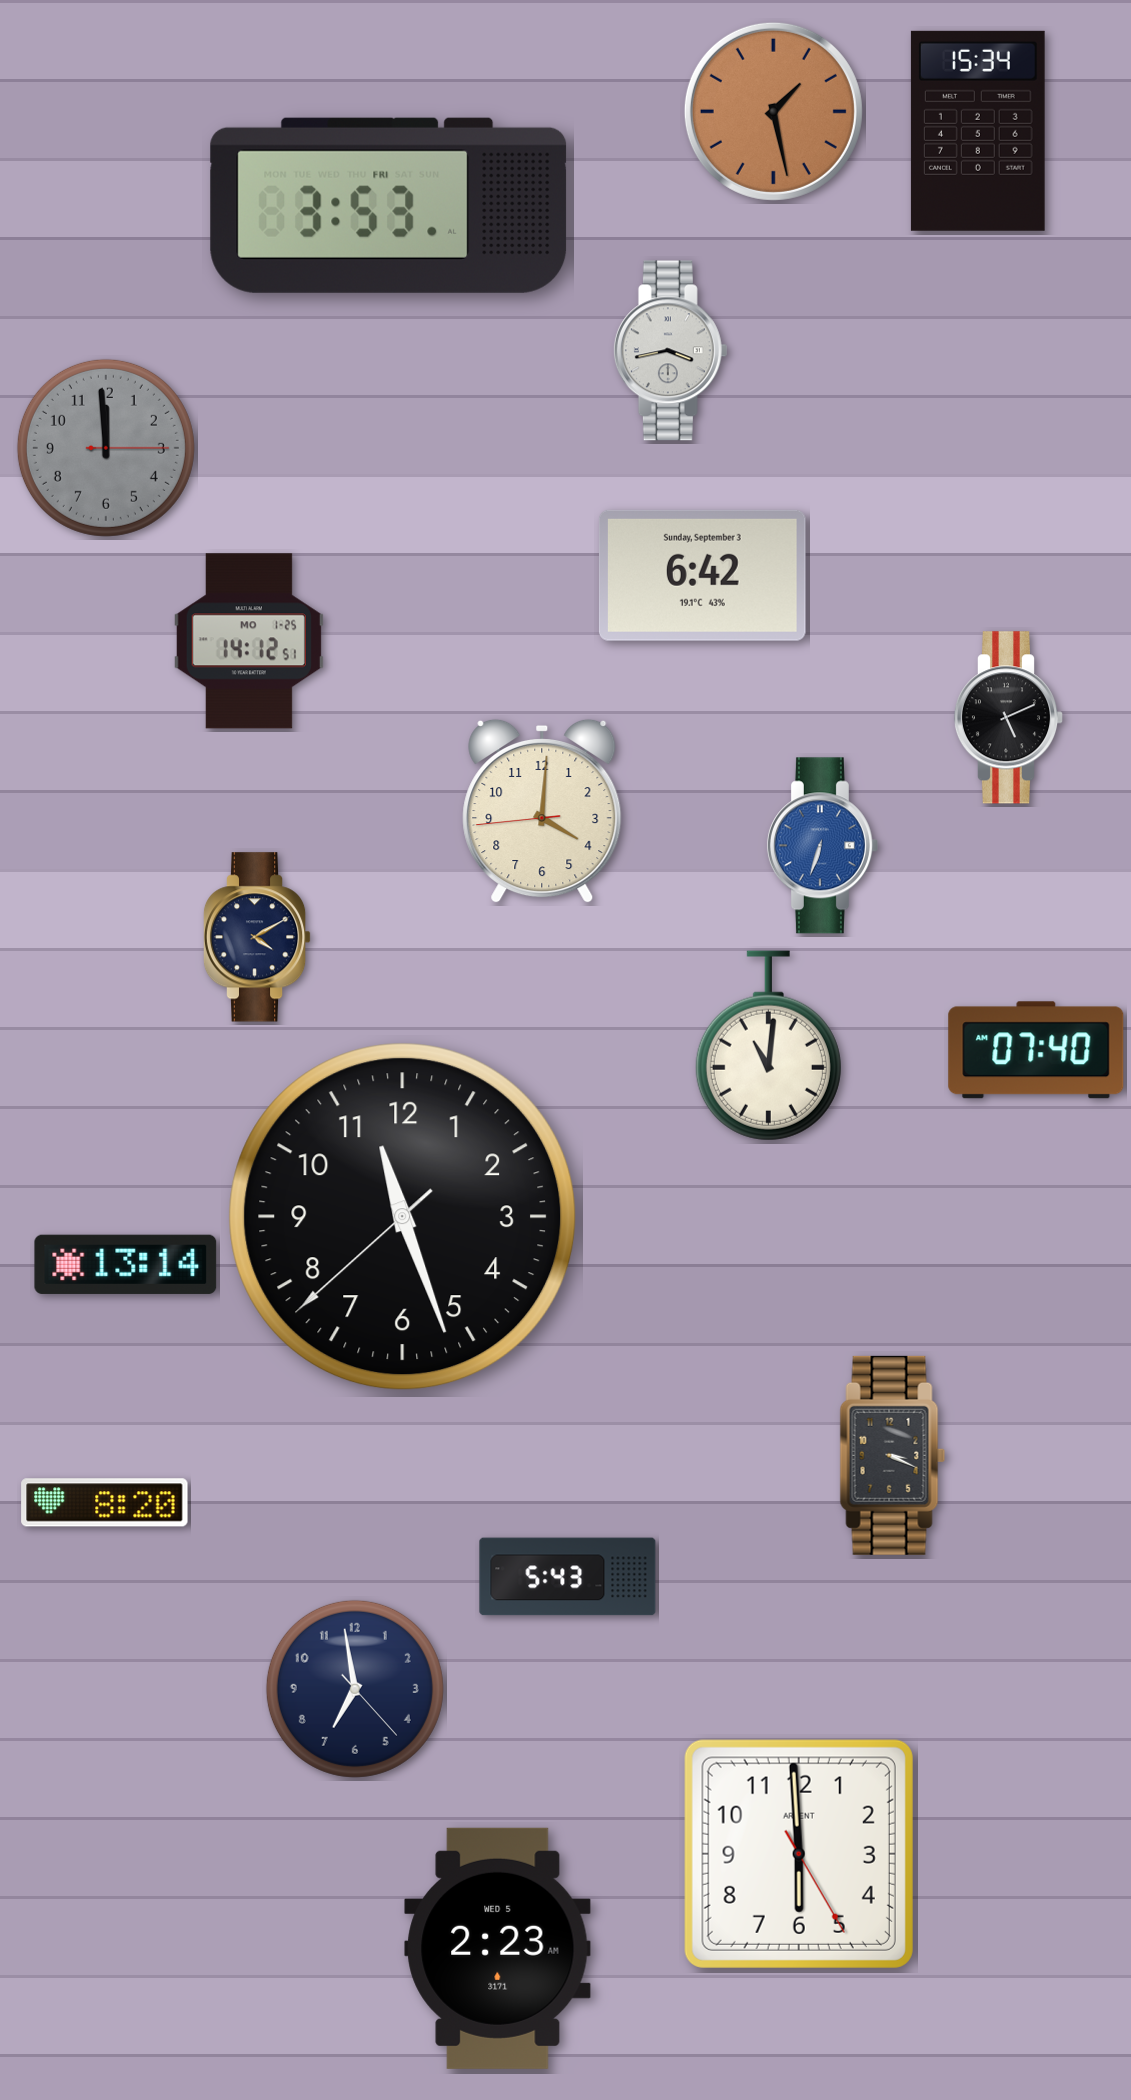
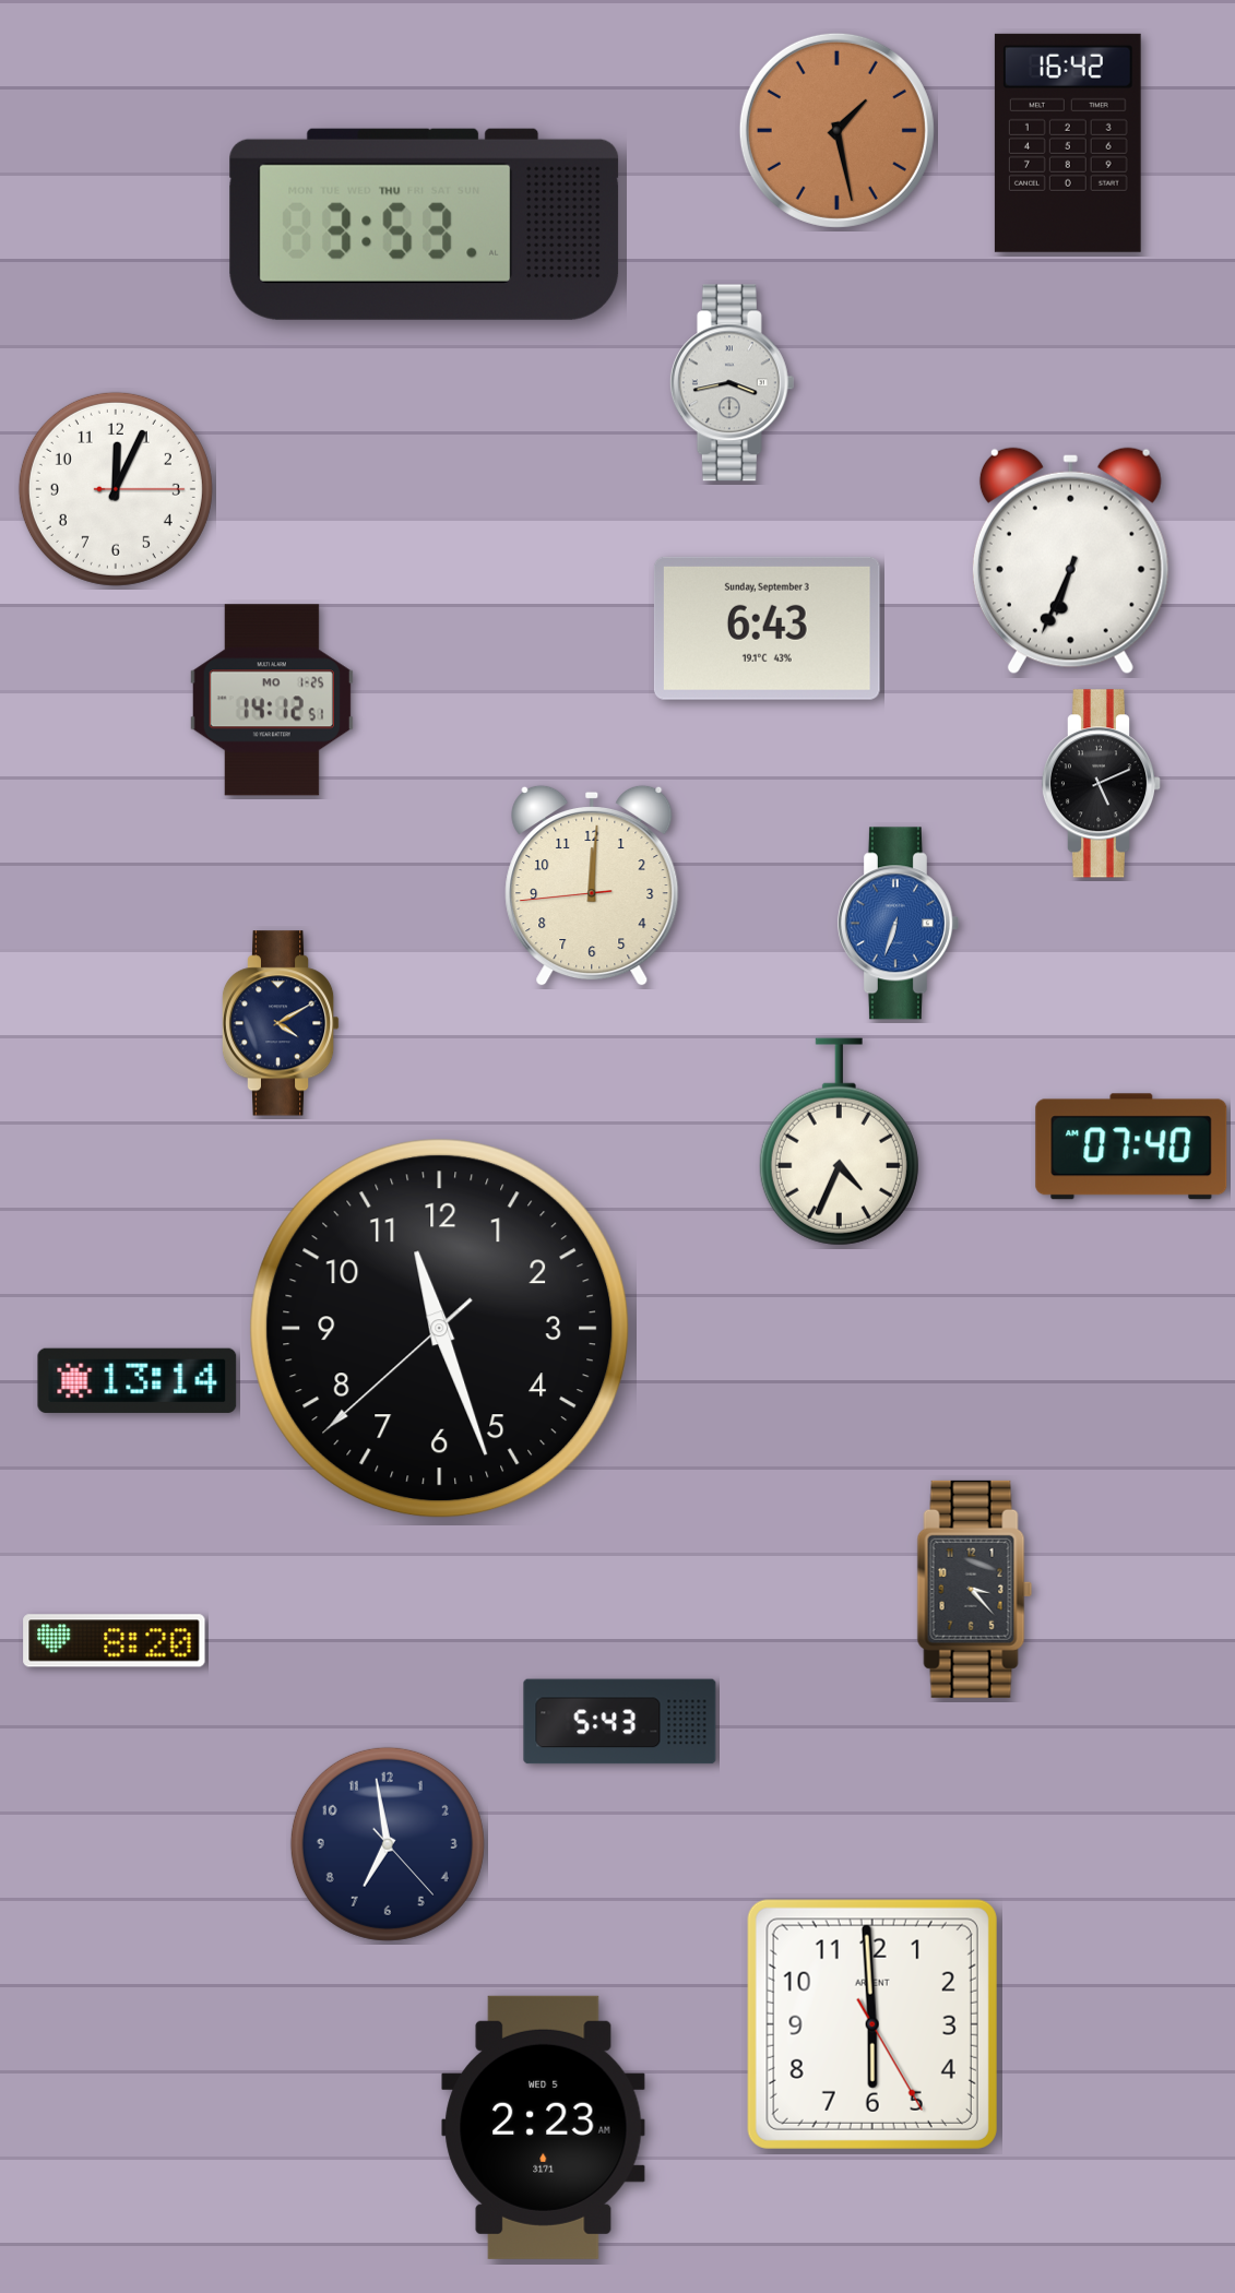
clock at (773, 111) position: (773, 111) -> (836, 130)
clock at (978, 131): 15:34 -> 16:42
clock at (389, 205) date: FRI -> THU
clock at (106, 448): 11:59 -> 12:04
clock at (106, 448) dial: grey -> white
clock at (1070, 561): none -> 6:34
clock at (702, 575): 6:42 -> 6:43
clock at (542, 811): 4:00 -> 12:00
clock at (768, 1046): 11:01 -> 4:34
clock at (893, 1455): 3:19 -> 3:23
